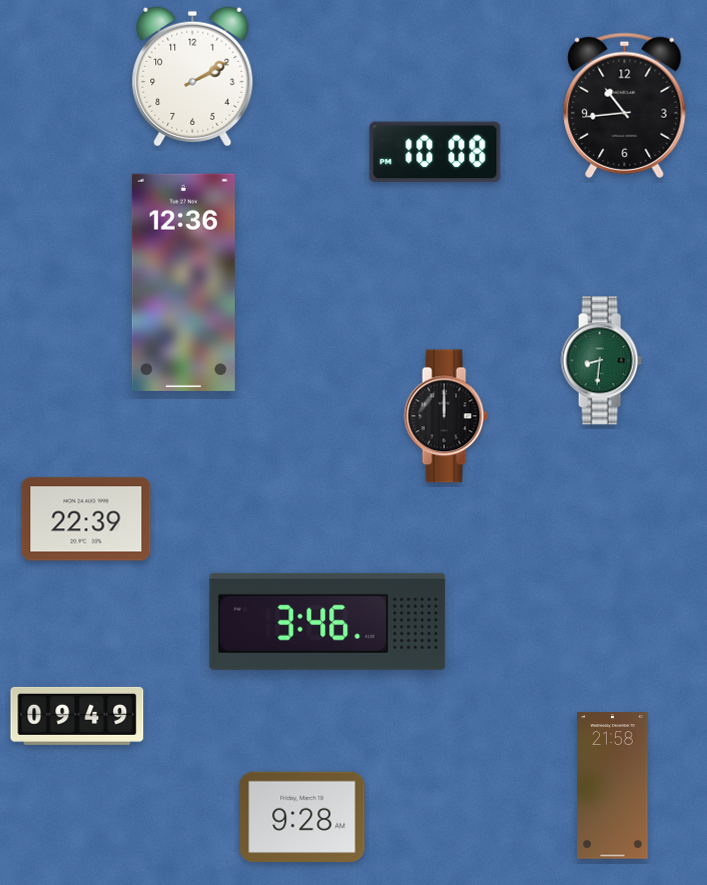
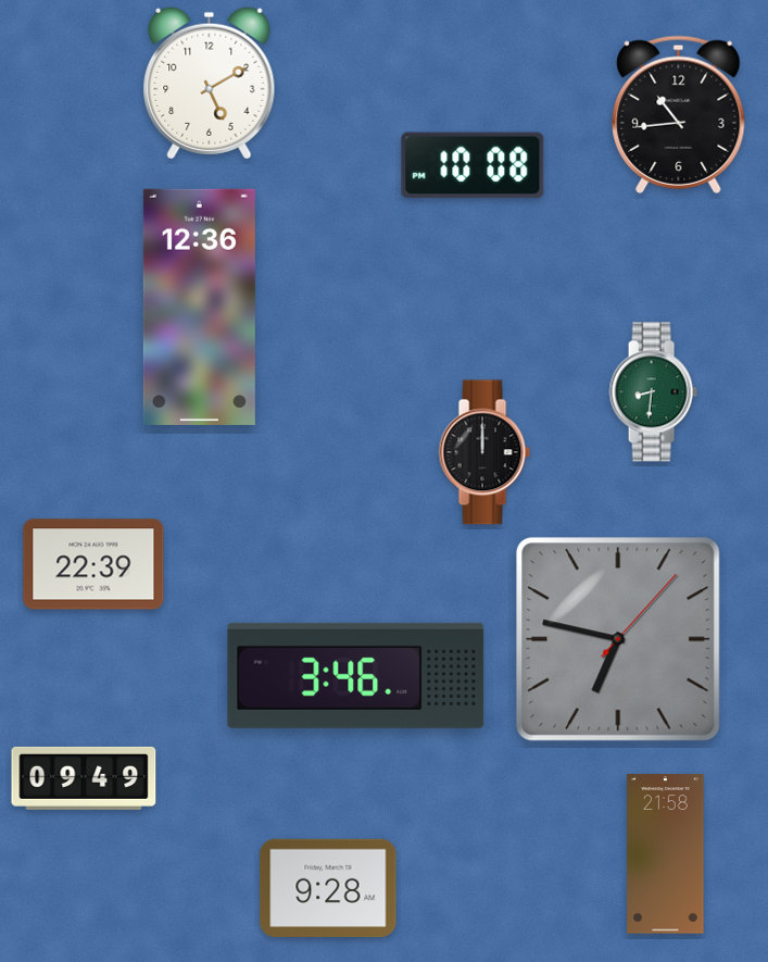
clock at (193, 77): 2:10 -> 5:10
clock at (618, 639): none -> 6:47
